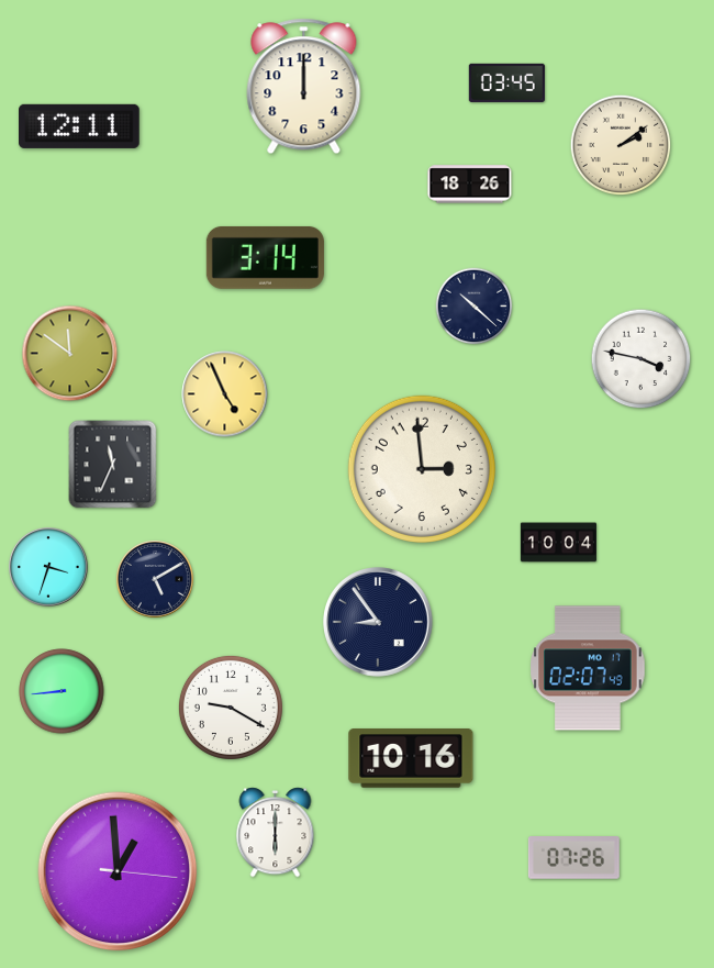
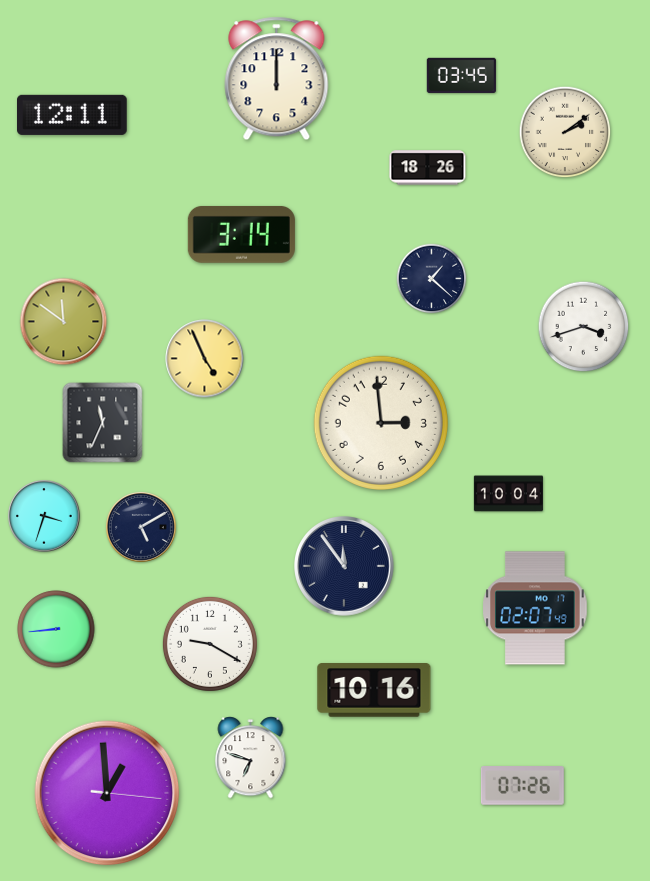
clock at (475, 307): 10:22 -> 1:22
clock at (642, 359): 3:47 -> 3:42
clock at (422, 469) position: (422, 469) -> (381, 423)
clock at (379, 623): 8:54 -> 11:54
clock at (276, 833): 6:00 -> 6:48
clock at (573, 858) position: (573, 858) -> (522, 786)
